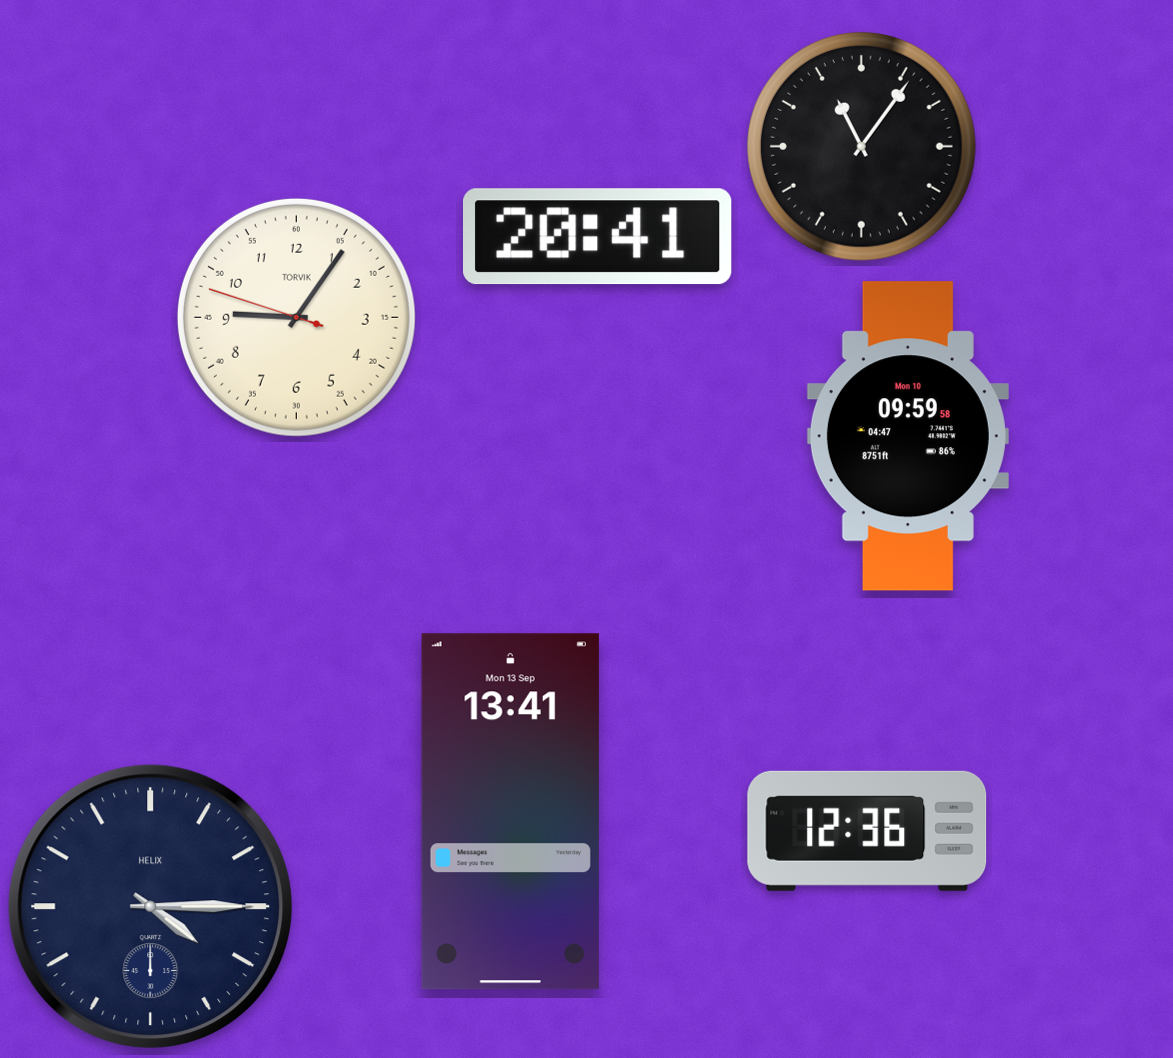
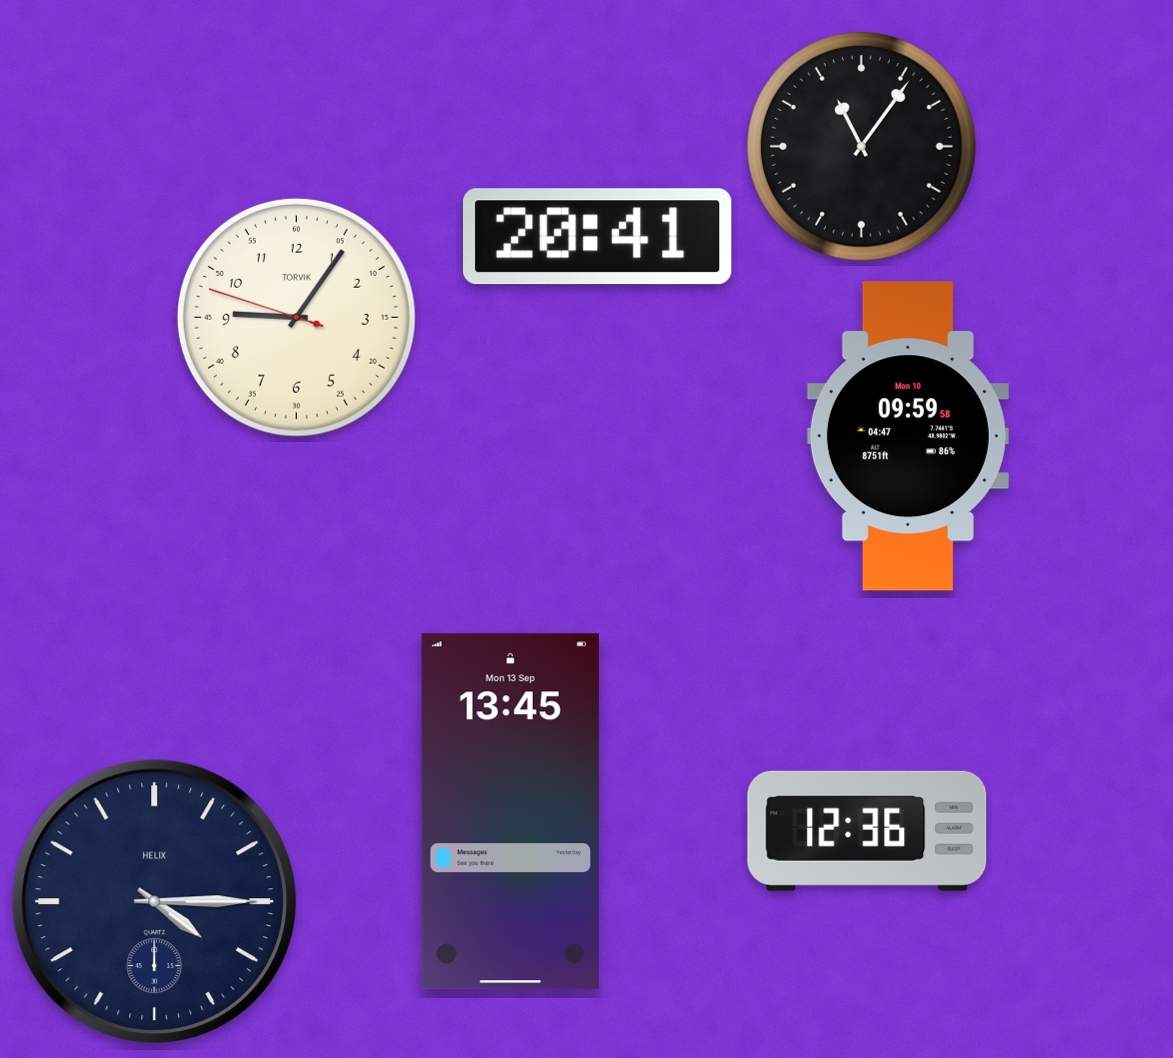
clock at (510, 812): 13:41 -> 13:45
clock at (150, 906) position: (150, 906) -> (154, 901)
